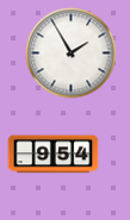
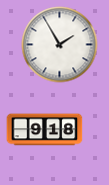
clock at (54, 155): 9:54 -> 9:18
